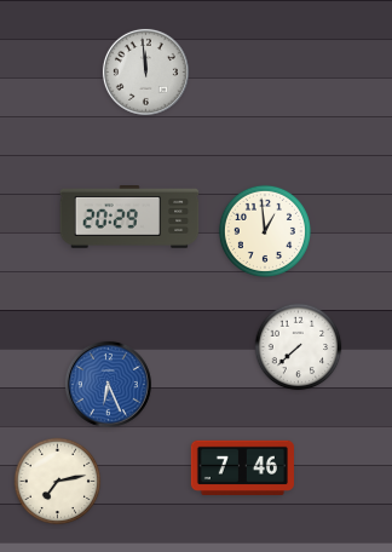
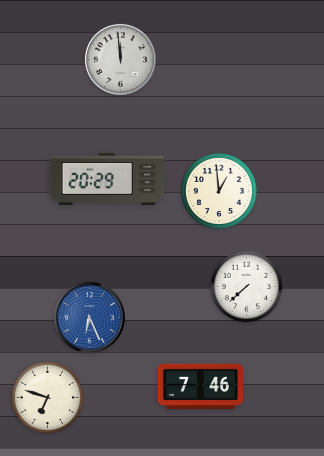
clock at (58, 482): 7:13 -> 6:48
